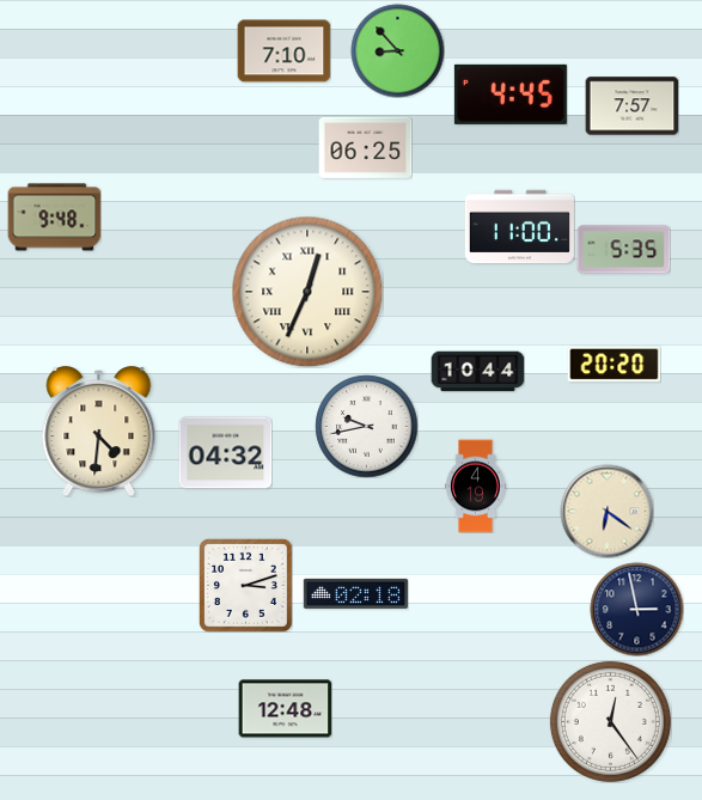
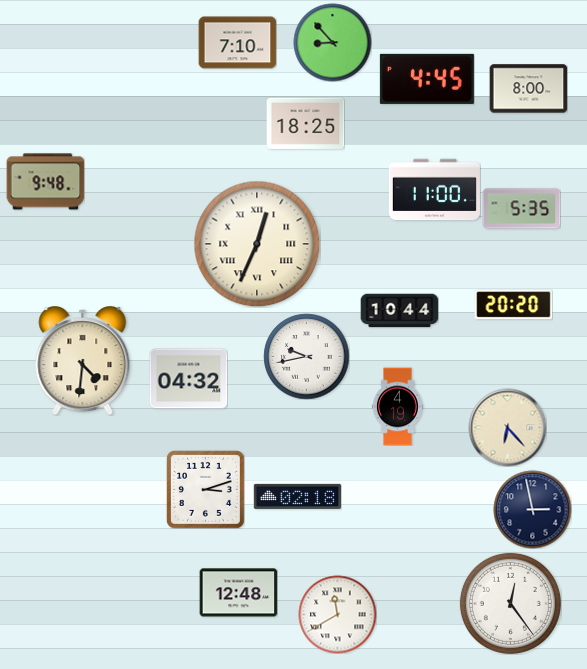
clock at (631, 106): 7:57 -> 8:00
clock at (365, 147): 06:25 -> 18:25
clock at (606, 511): 6:21 -> 6:23
clock at (337, 614): none -> 11:40
